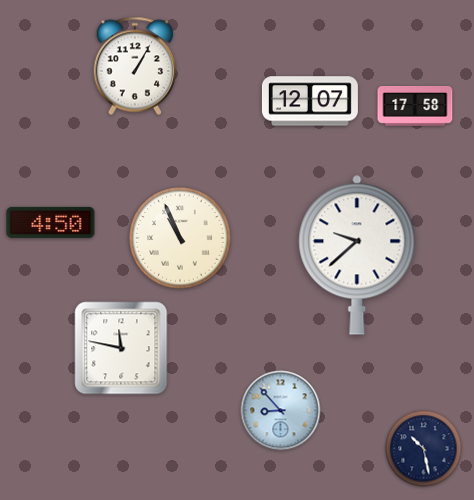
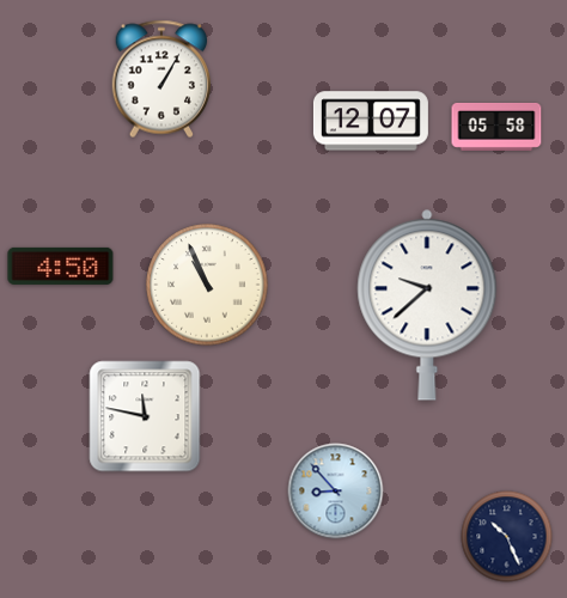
clock at (415, 106): 17:58 -> 05:58
clock at (180, 238) position: (180, 238) -> (207, 285)
clock at (424, 449): 10:28 -> 10:26
